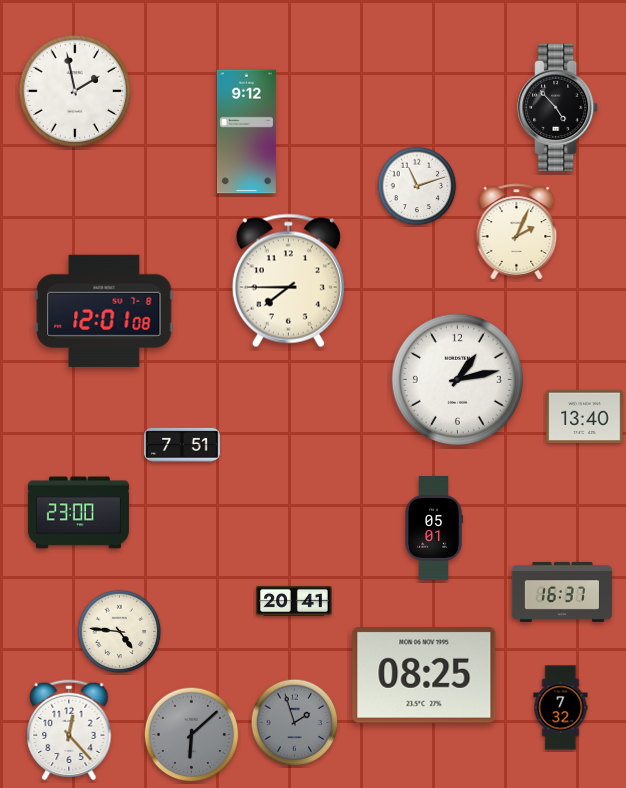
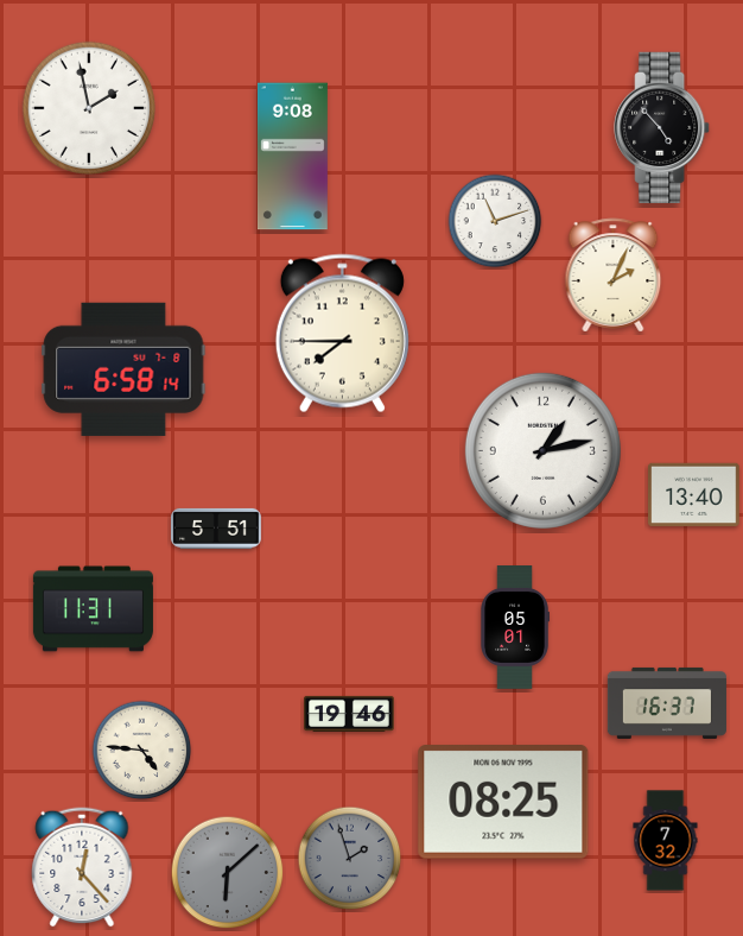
clock at (246, 132): 9:12 -> 9:08
clock at (104, 311): 12:01 -> 6:58
clock at (182, 445): 7:51 -> 5:51
clock at (78, 513): 23:00 -> 11:31
clock at (294, 601): 20:41 -> 19:46
